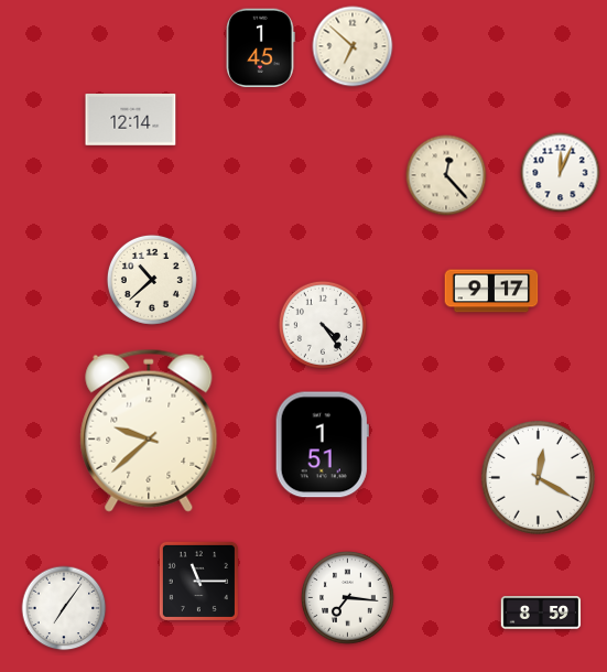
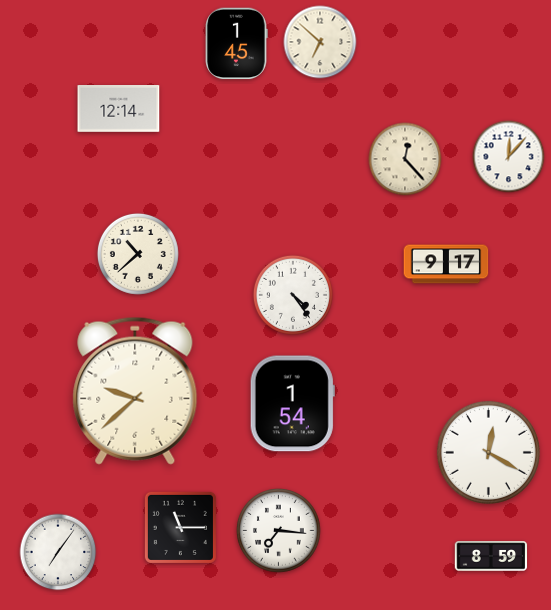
clock at (561, 173): 12:04 -> 12:07
clock at (322, 445): 1:51 -> 1:54
clock at (538, 477) position: (538, 477) -> (488, 452)
clock at (348, 598) position: (348, 598) -> (279, 531)
